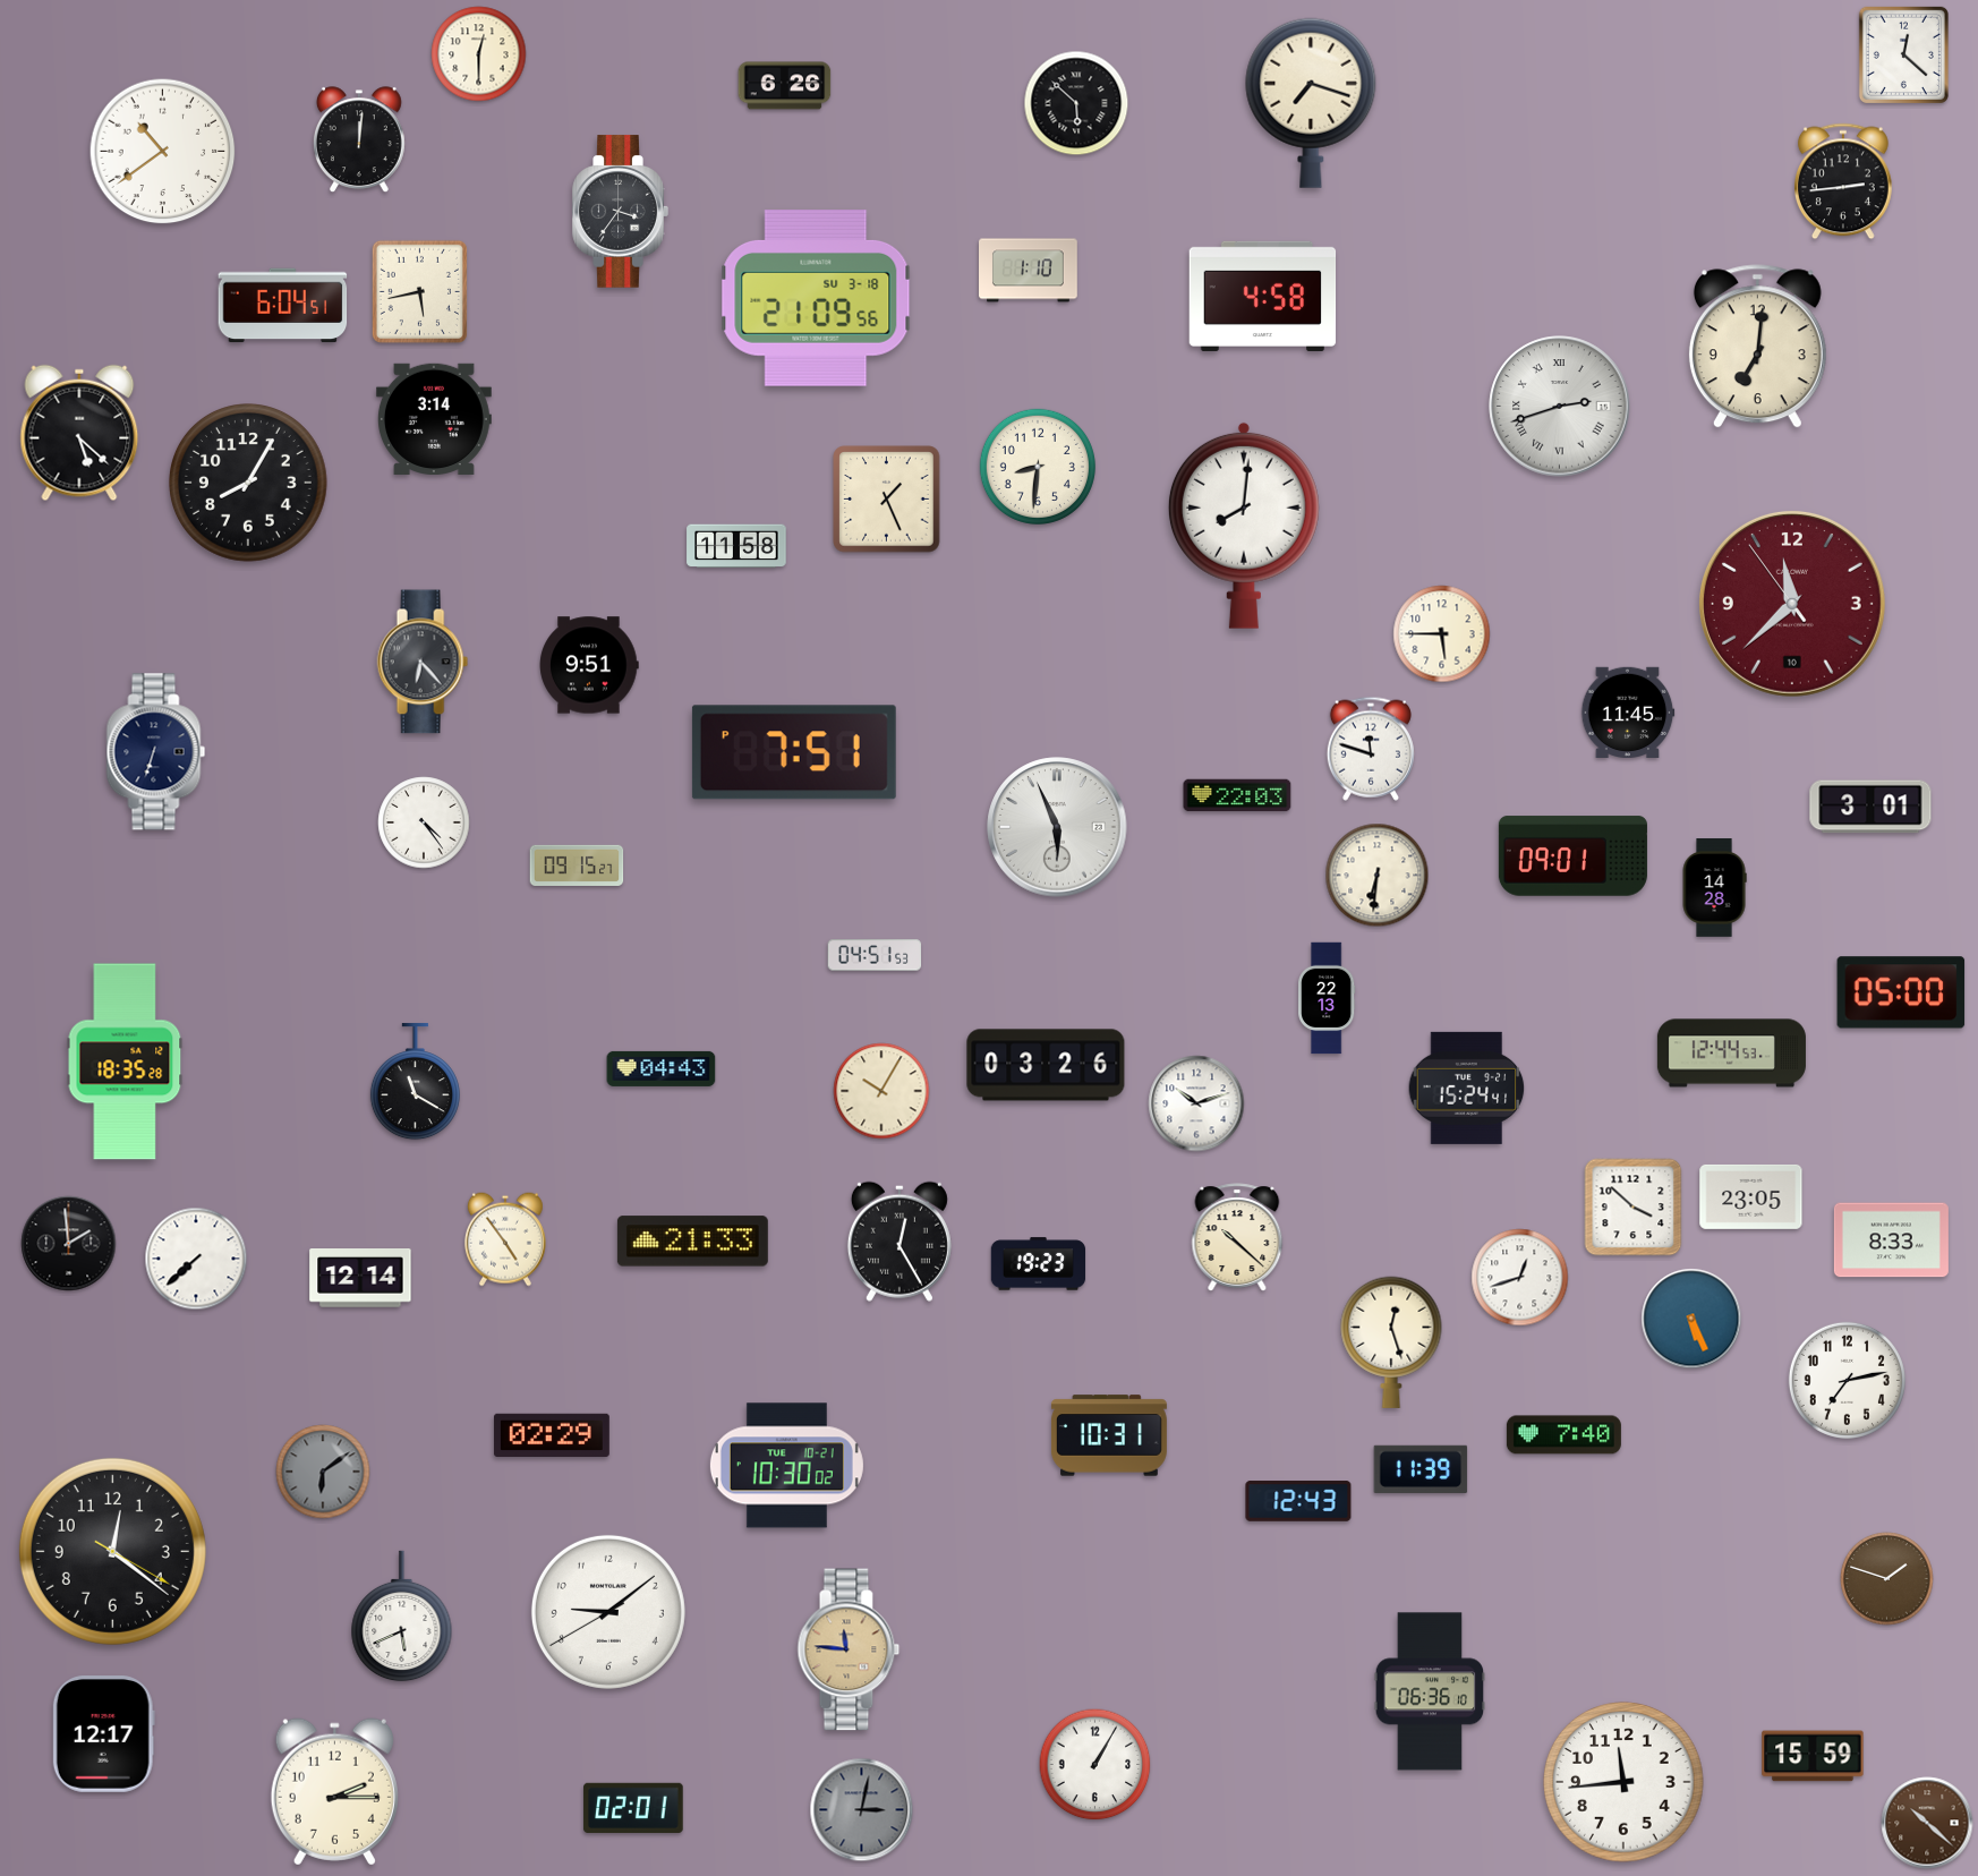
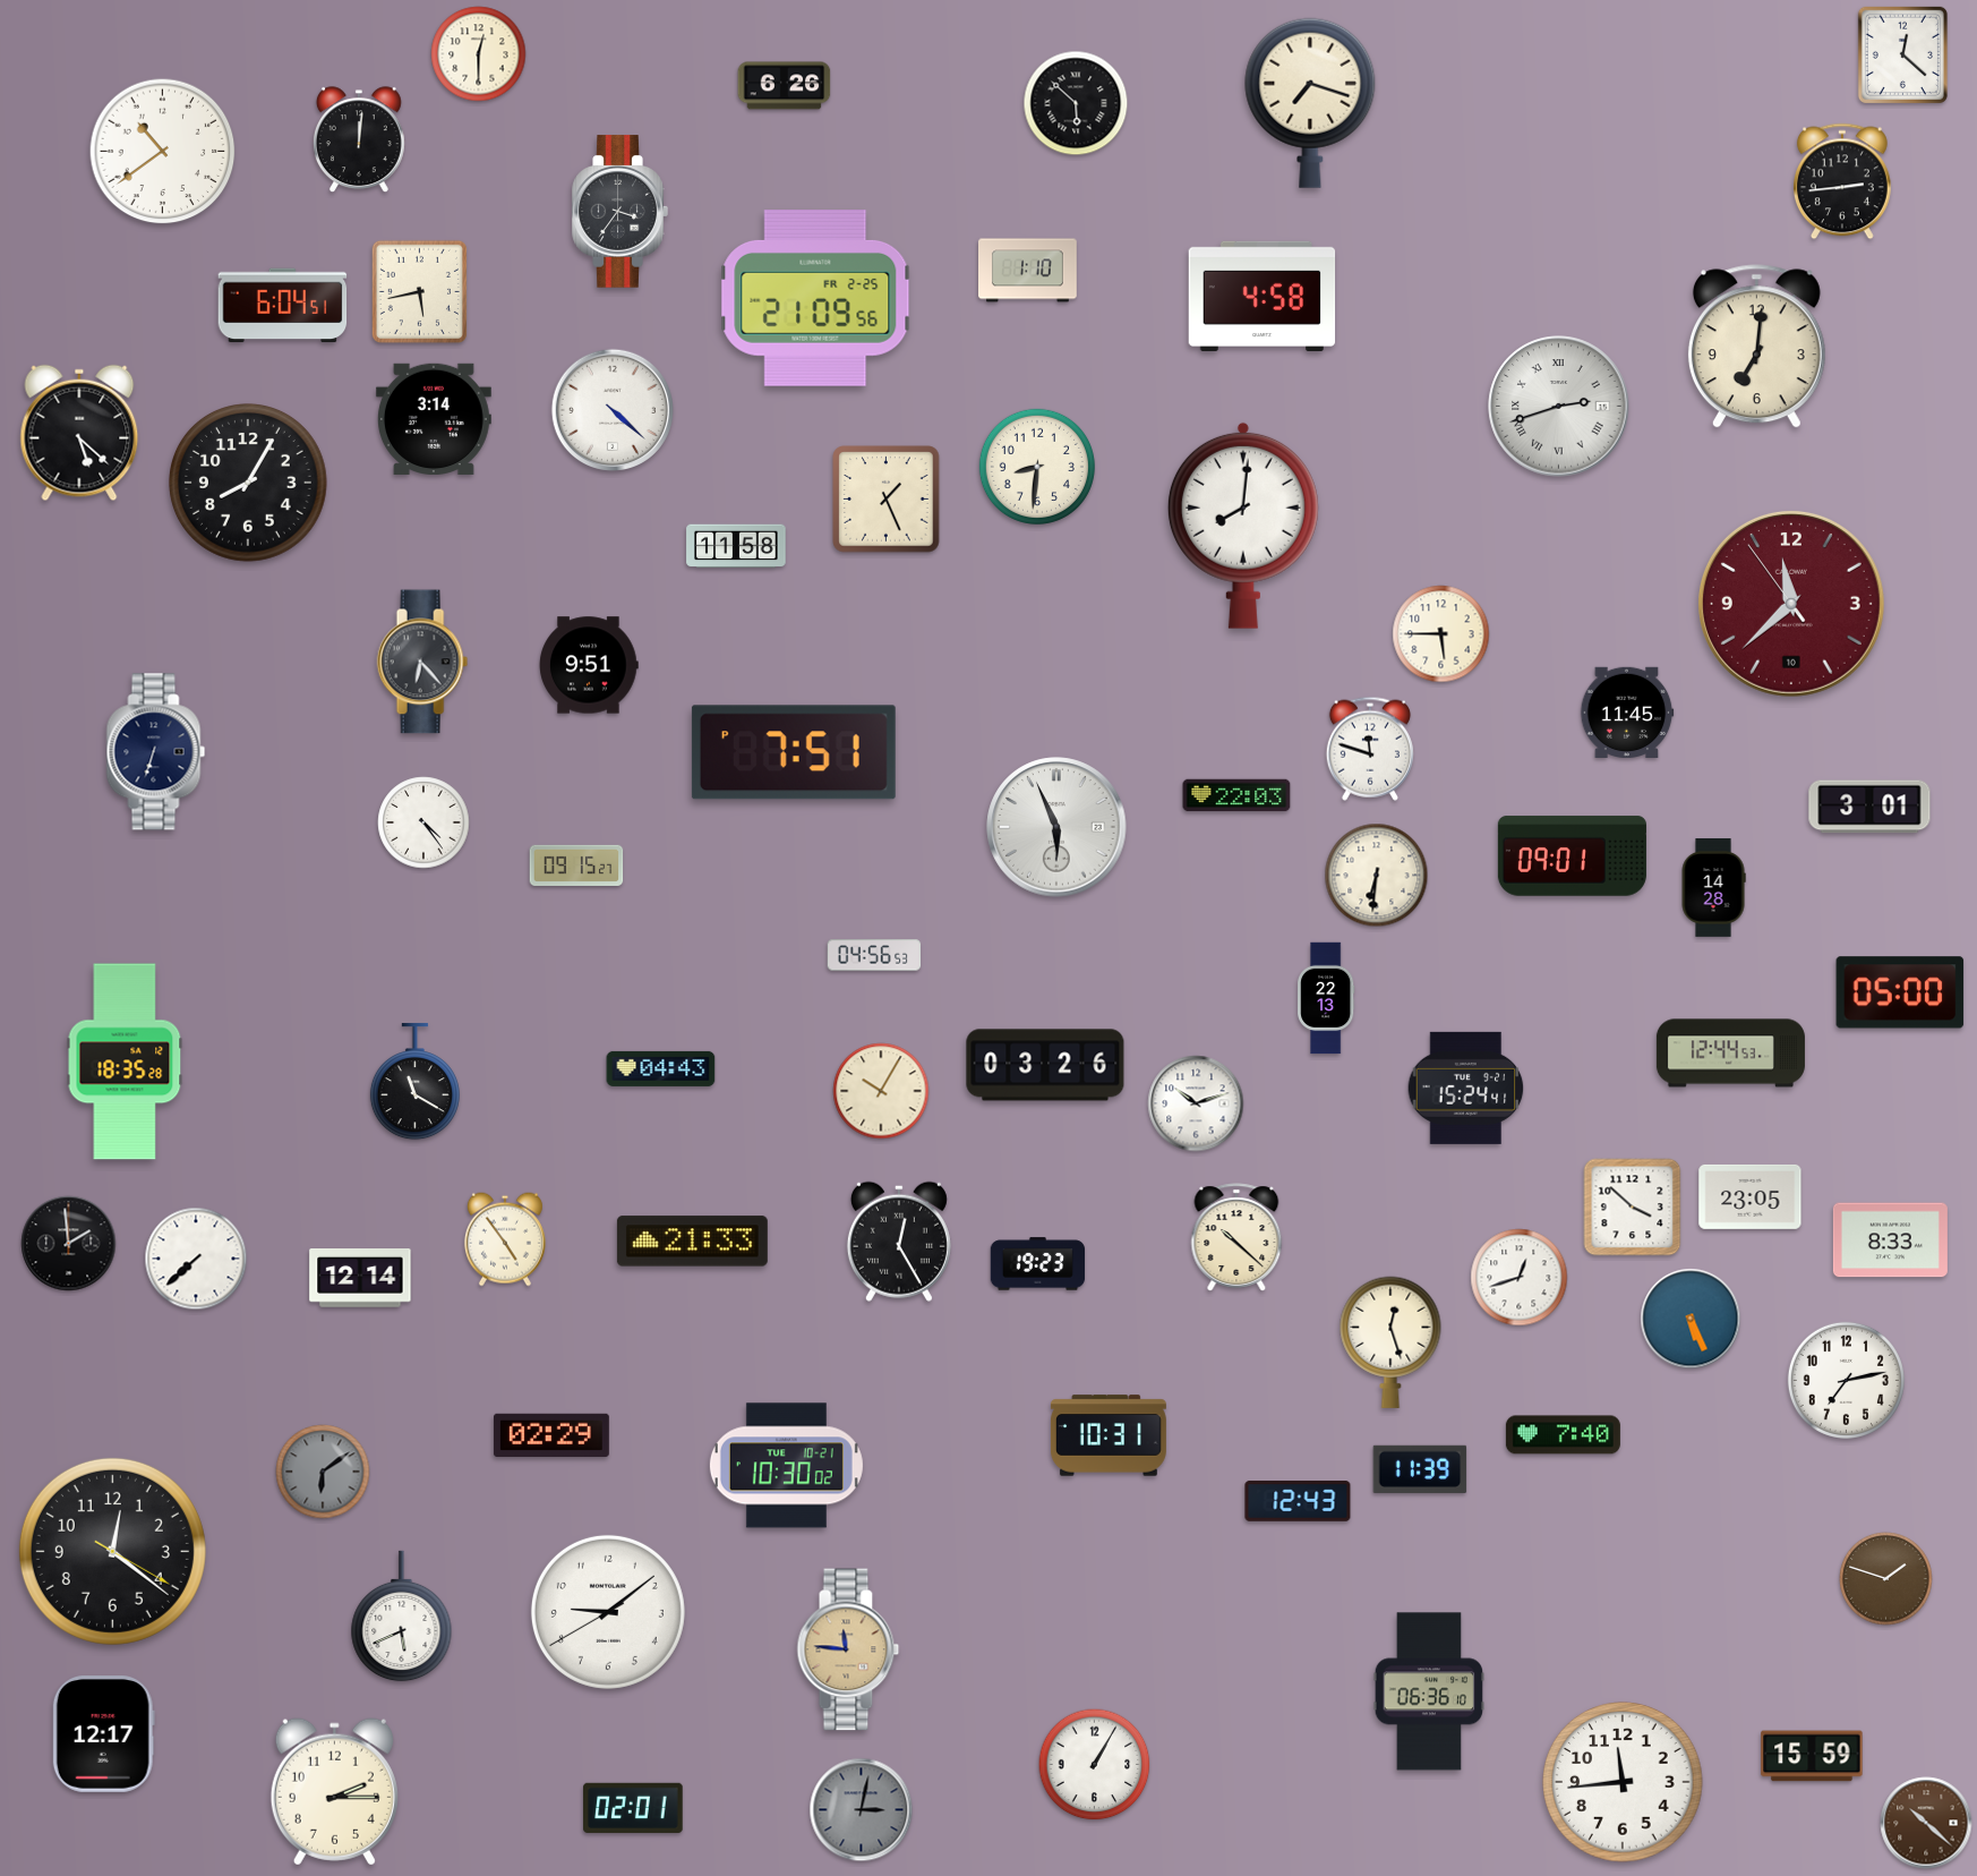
clock at (816, 298) date: SU 3-18 -> FR 2-25
clock at (611, 409): none -> 4:22
clock at (875, 955): 04:51 -> 04:56
